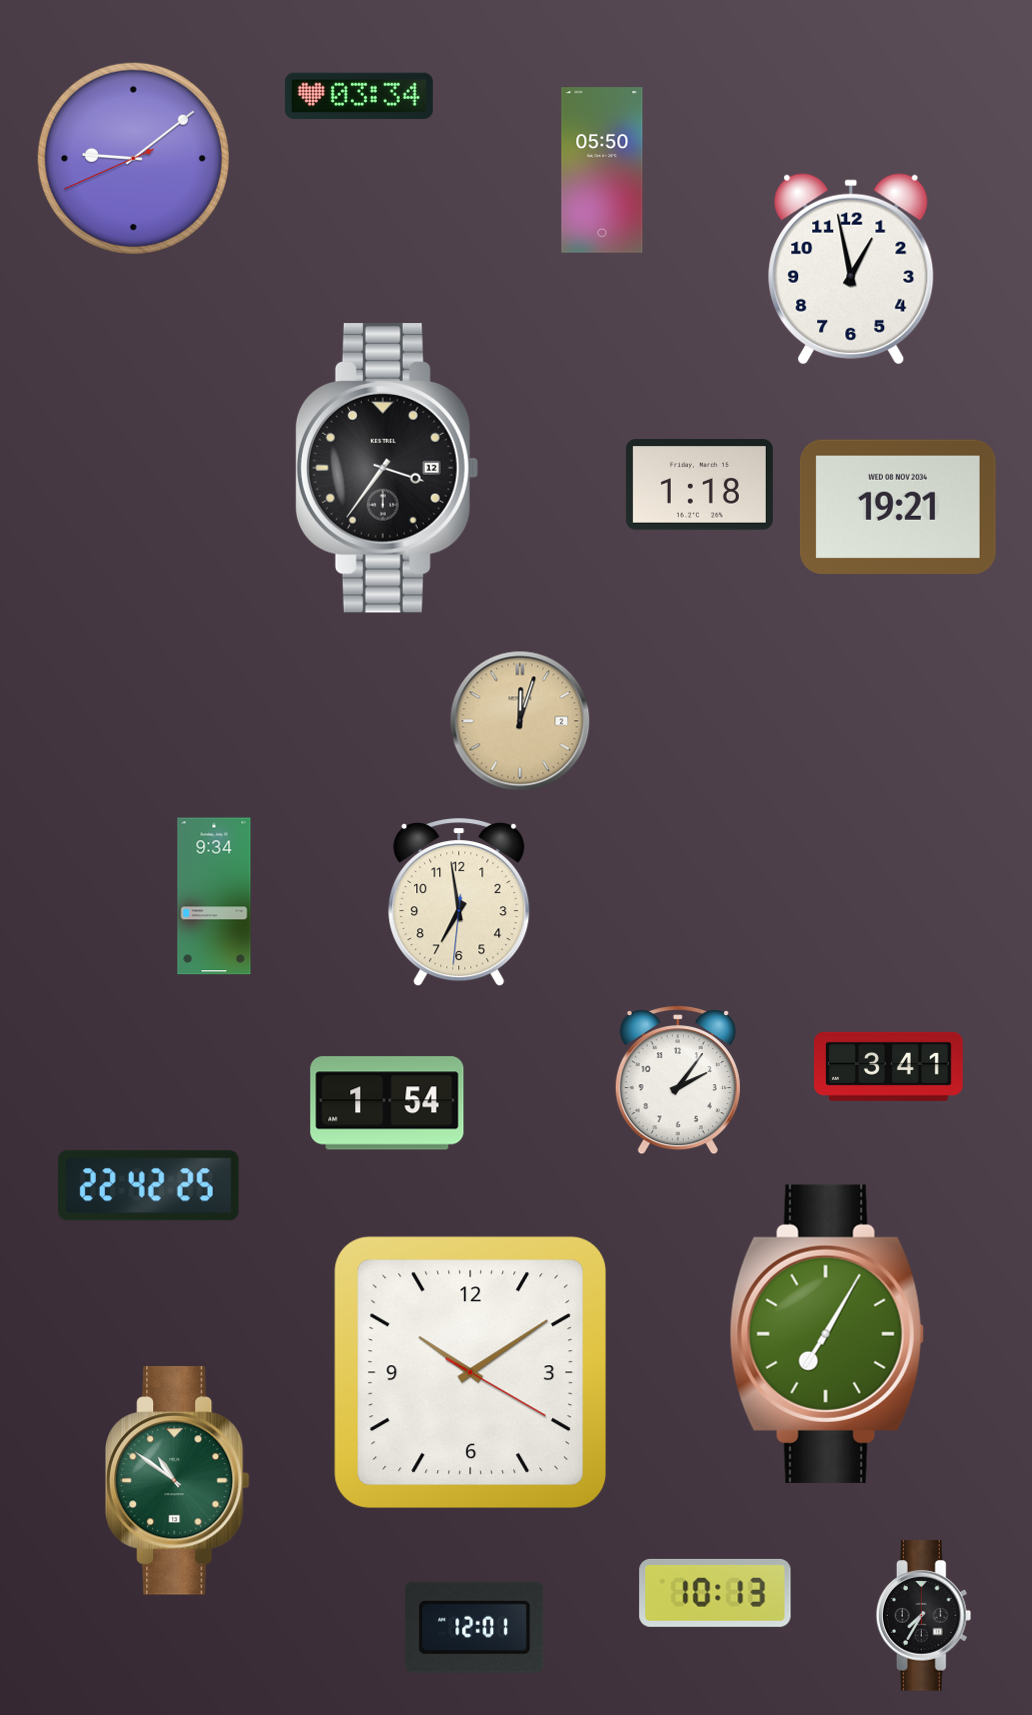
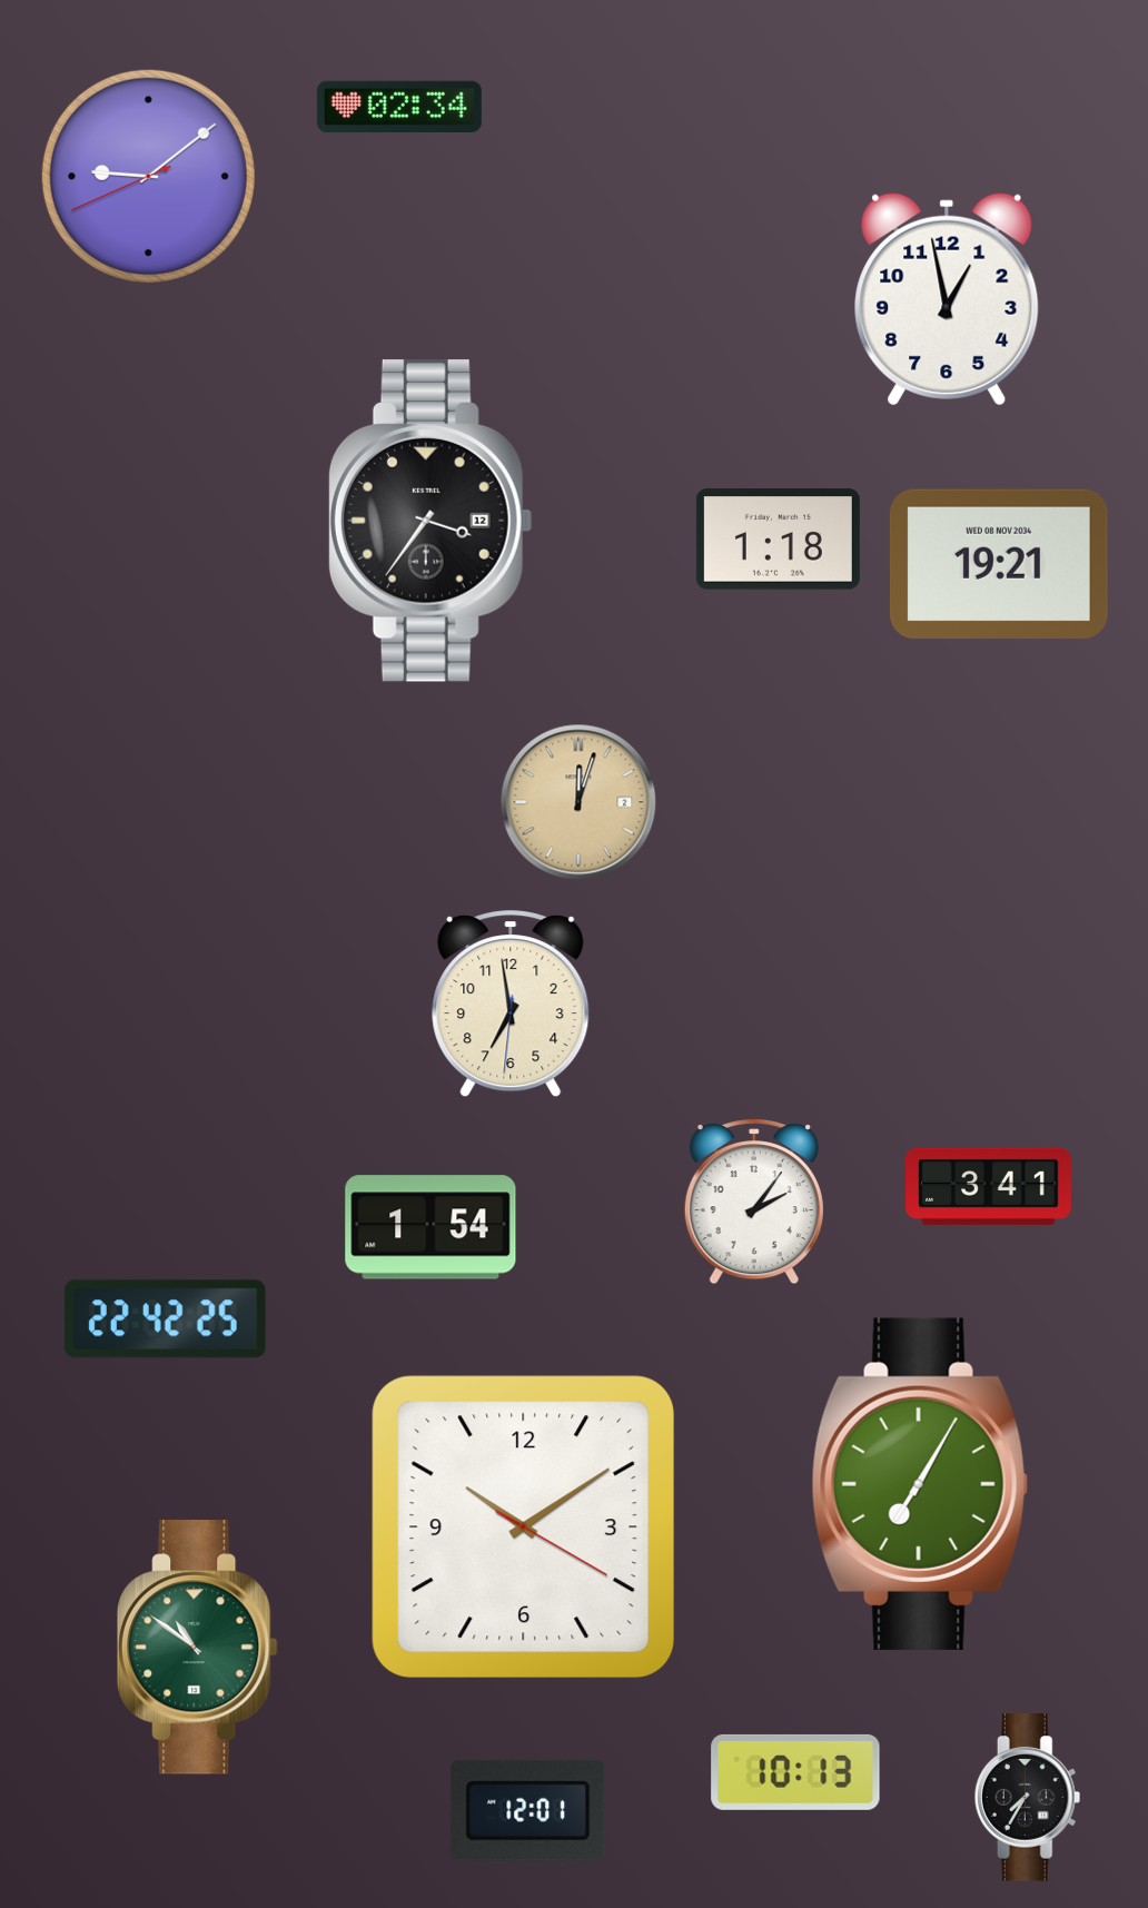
clock at (359, 96): 03:34 -> 02:34
clock at (602, 170): 05:50 -> none
clock at (214, 896): 9:34 -> none
